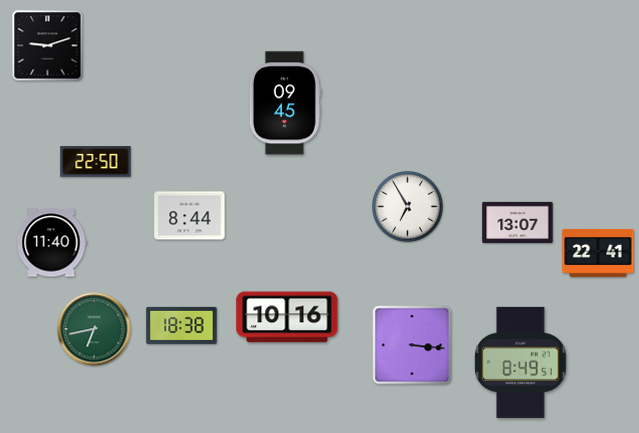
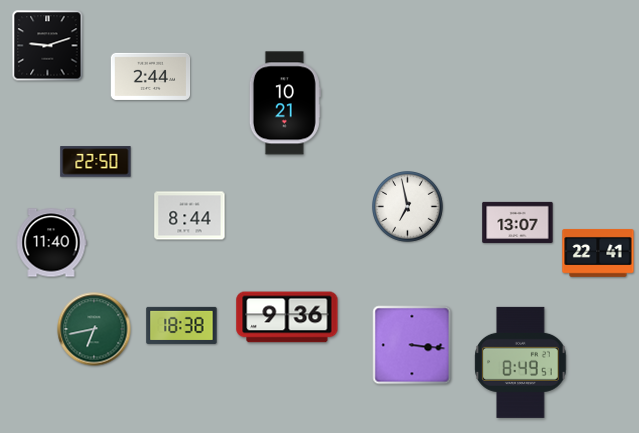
clock at (151, 76): none -> 2:44
clock at (285, 103): 09:45 -> 10:21
clock at (408, 207): 6:55 -> 6:58
clock at (287, 317): 10:16 -> 9:36
